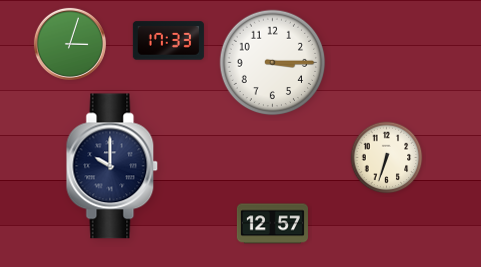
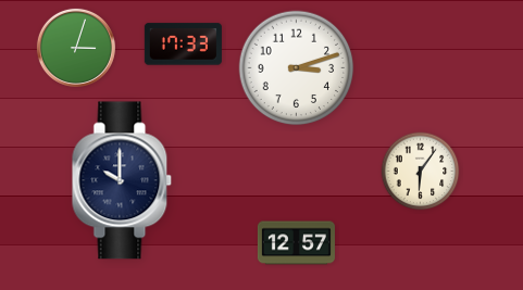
clock at (273, 63): 3:15 -> 3:12
clock at (387, 158): 6:33 -> 6:06
